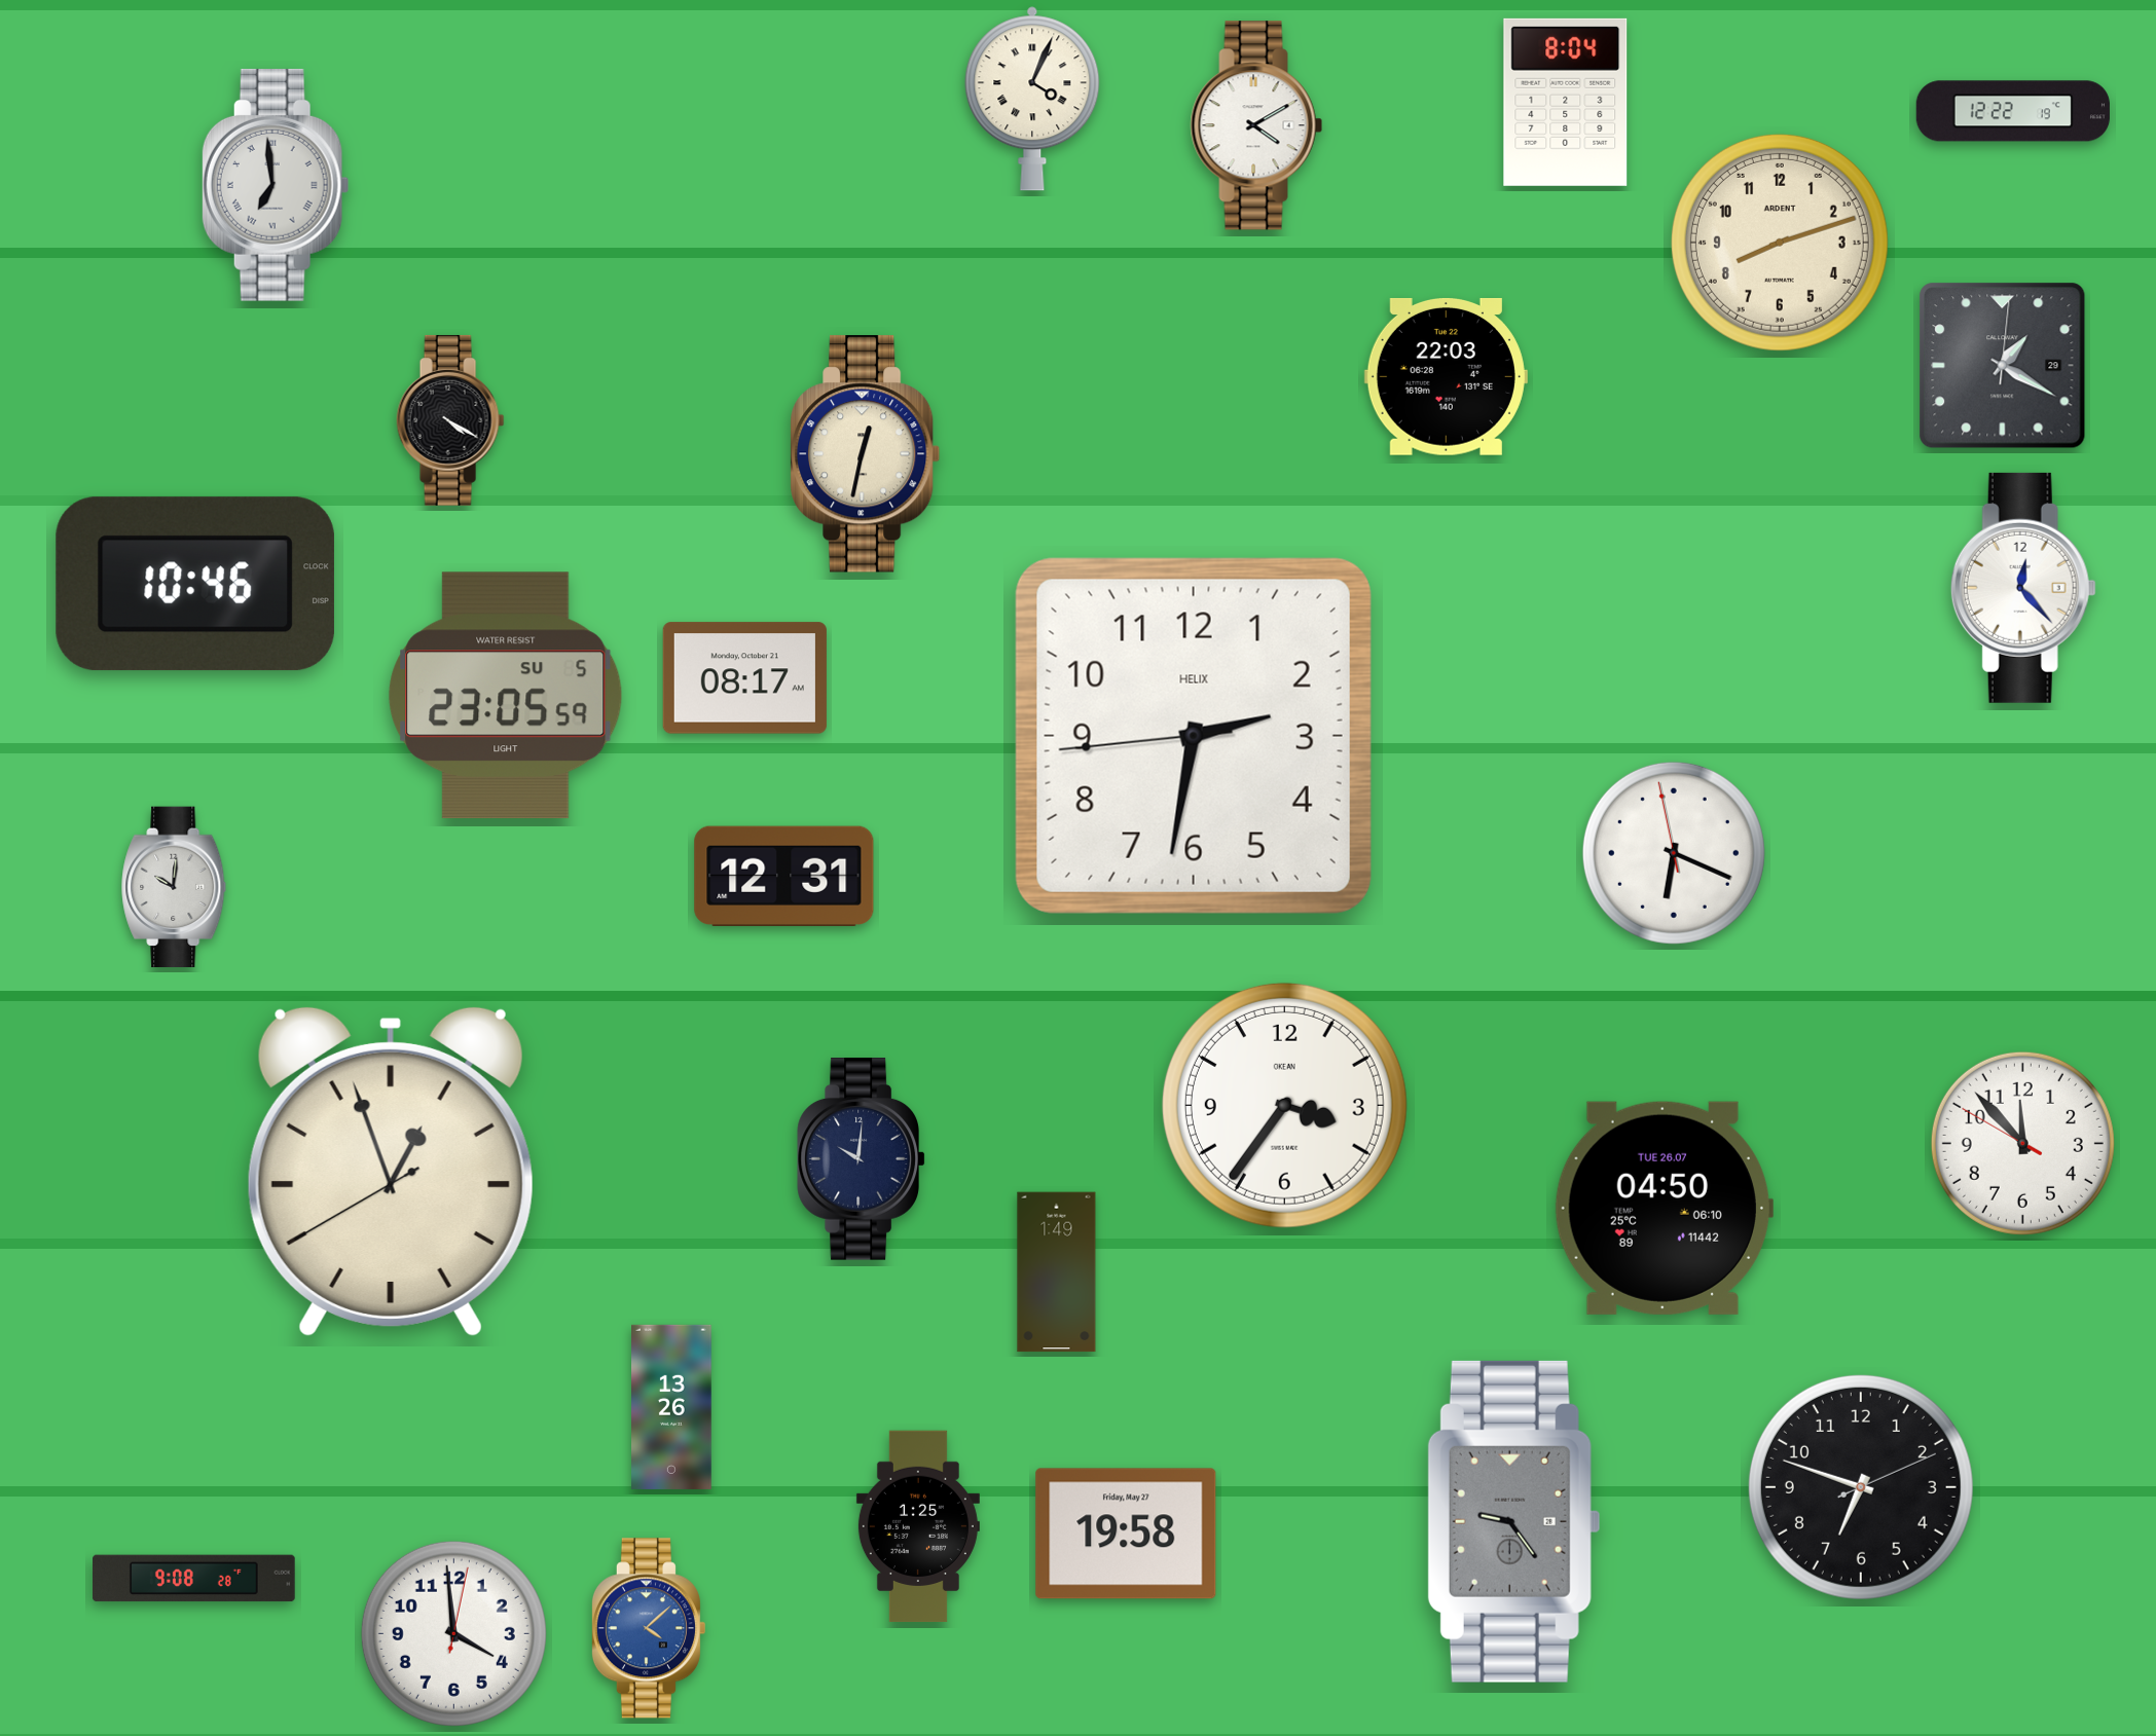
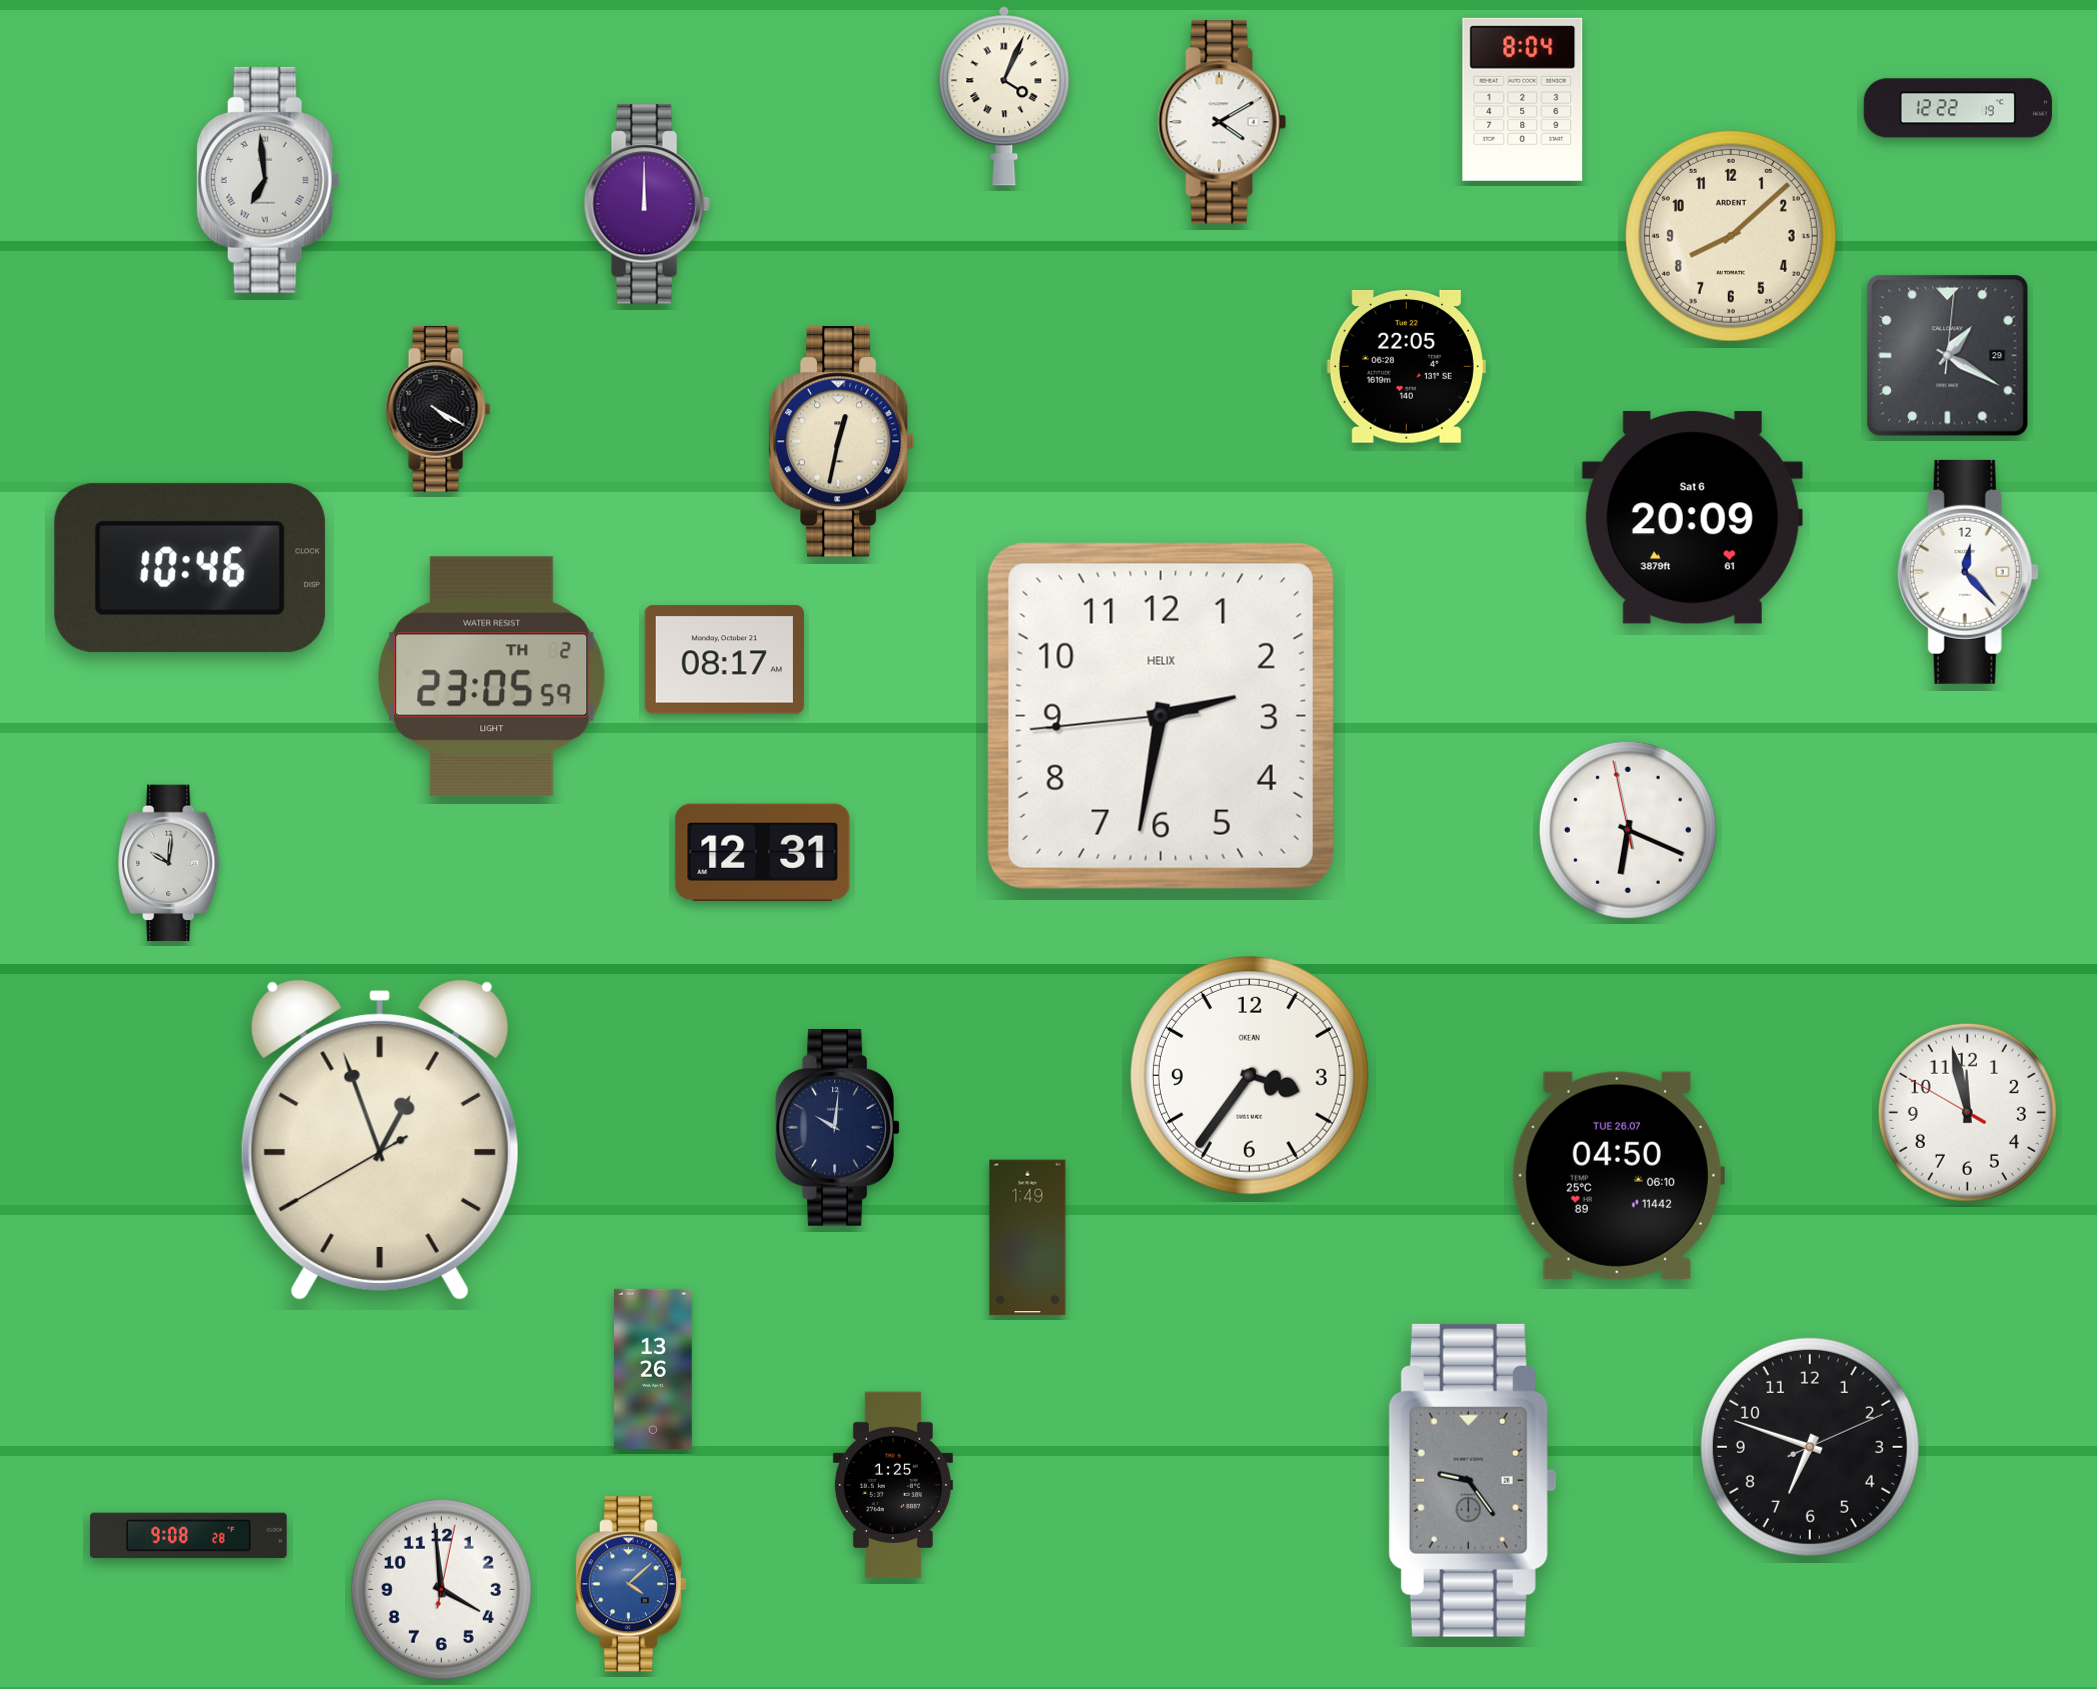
clock at (647, 204): none -> 12:00
clock at (1780, 243): 8:12 -> 8:08
clock at (1446, 376): 22:03 -> 22:05
clock at (1692, 518): none -> 20:09
clock at (506, 696) date: SU 5 -> TH 2
clock at (2022, 1143): 11:52 -> 11:57
clock at (1126, 1534): 19:58 -> none
